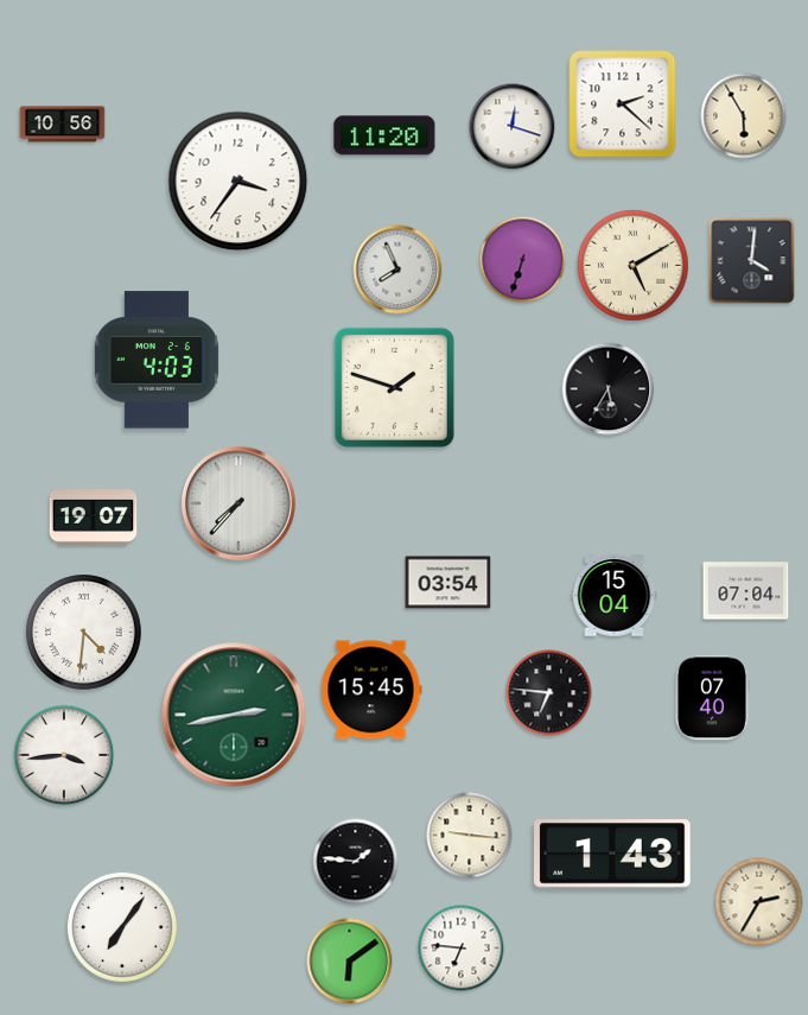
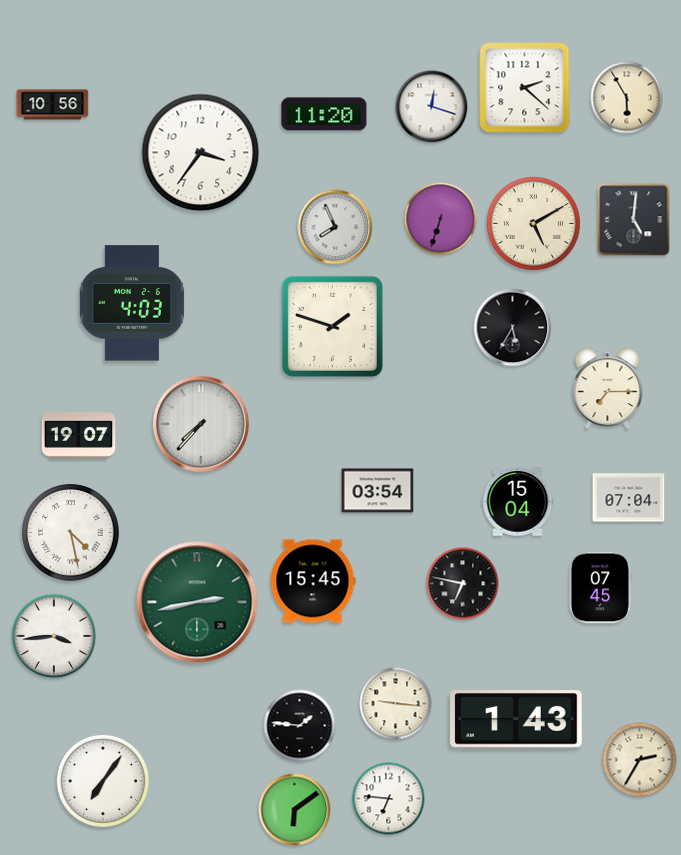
clock at (752, 261): 4:01 -> 5:01
clock at (608, 388): none -> 7:15
clock at (84, 633): 4:31 -> 4:28
clock at (549, 693): 6:46 -> 6:47
clock at (711, 698): 07:40 -> 07:45
